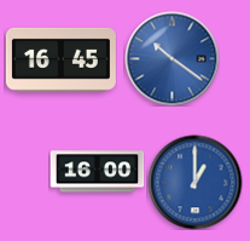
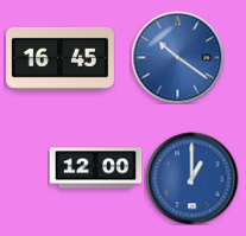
clock at (171, 58) position: (171, 58) -> (177, 57)
clock at (97, 172): 16:00 -> 12:00
